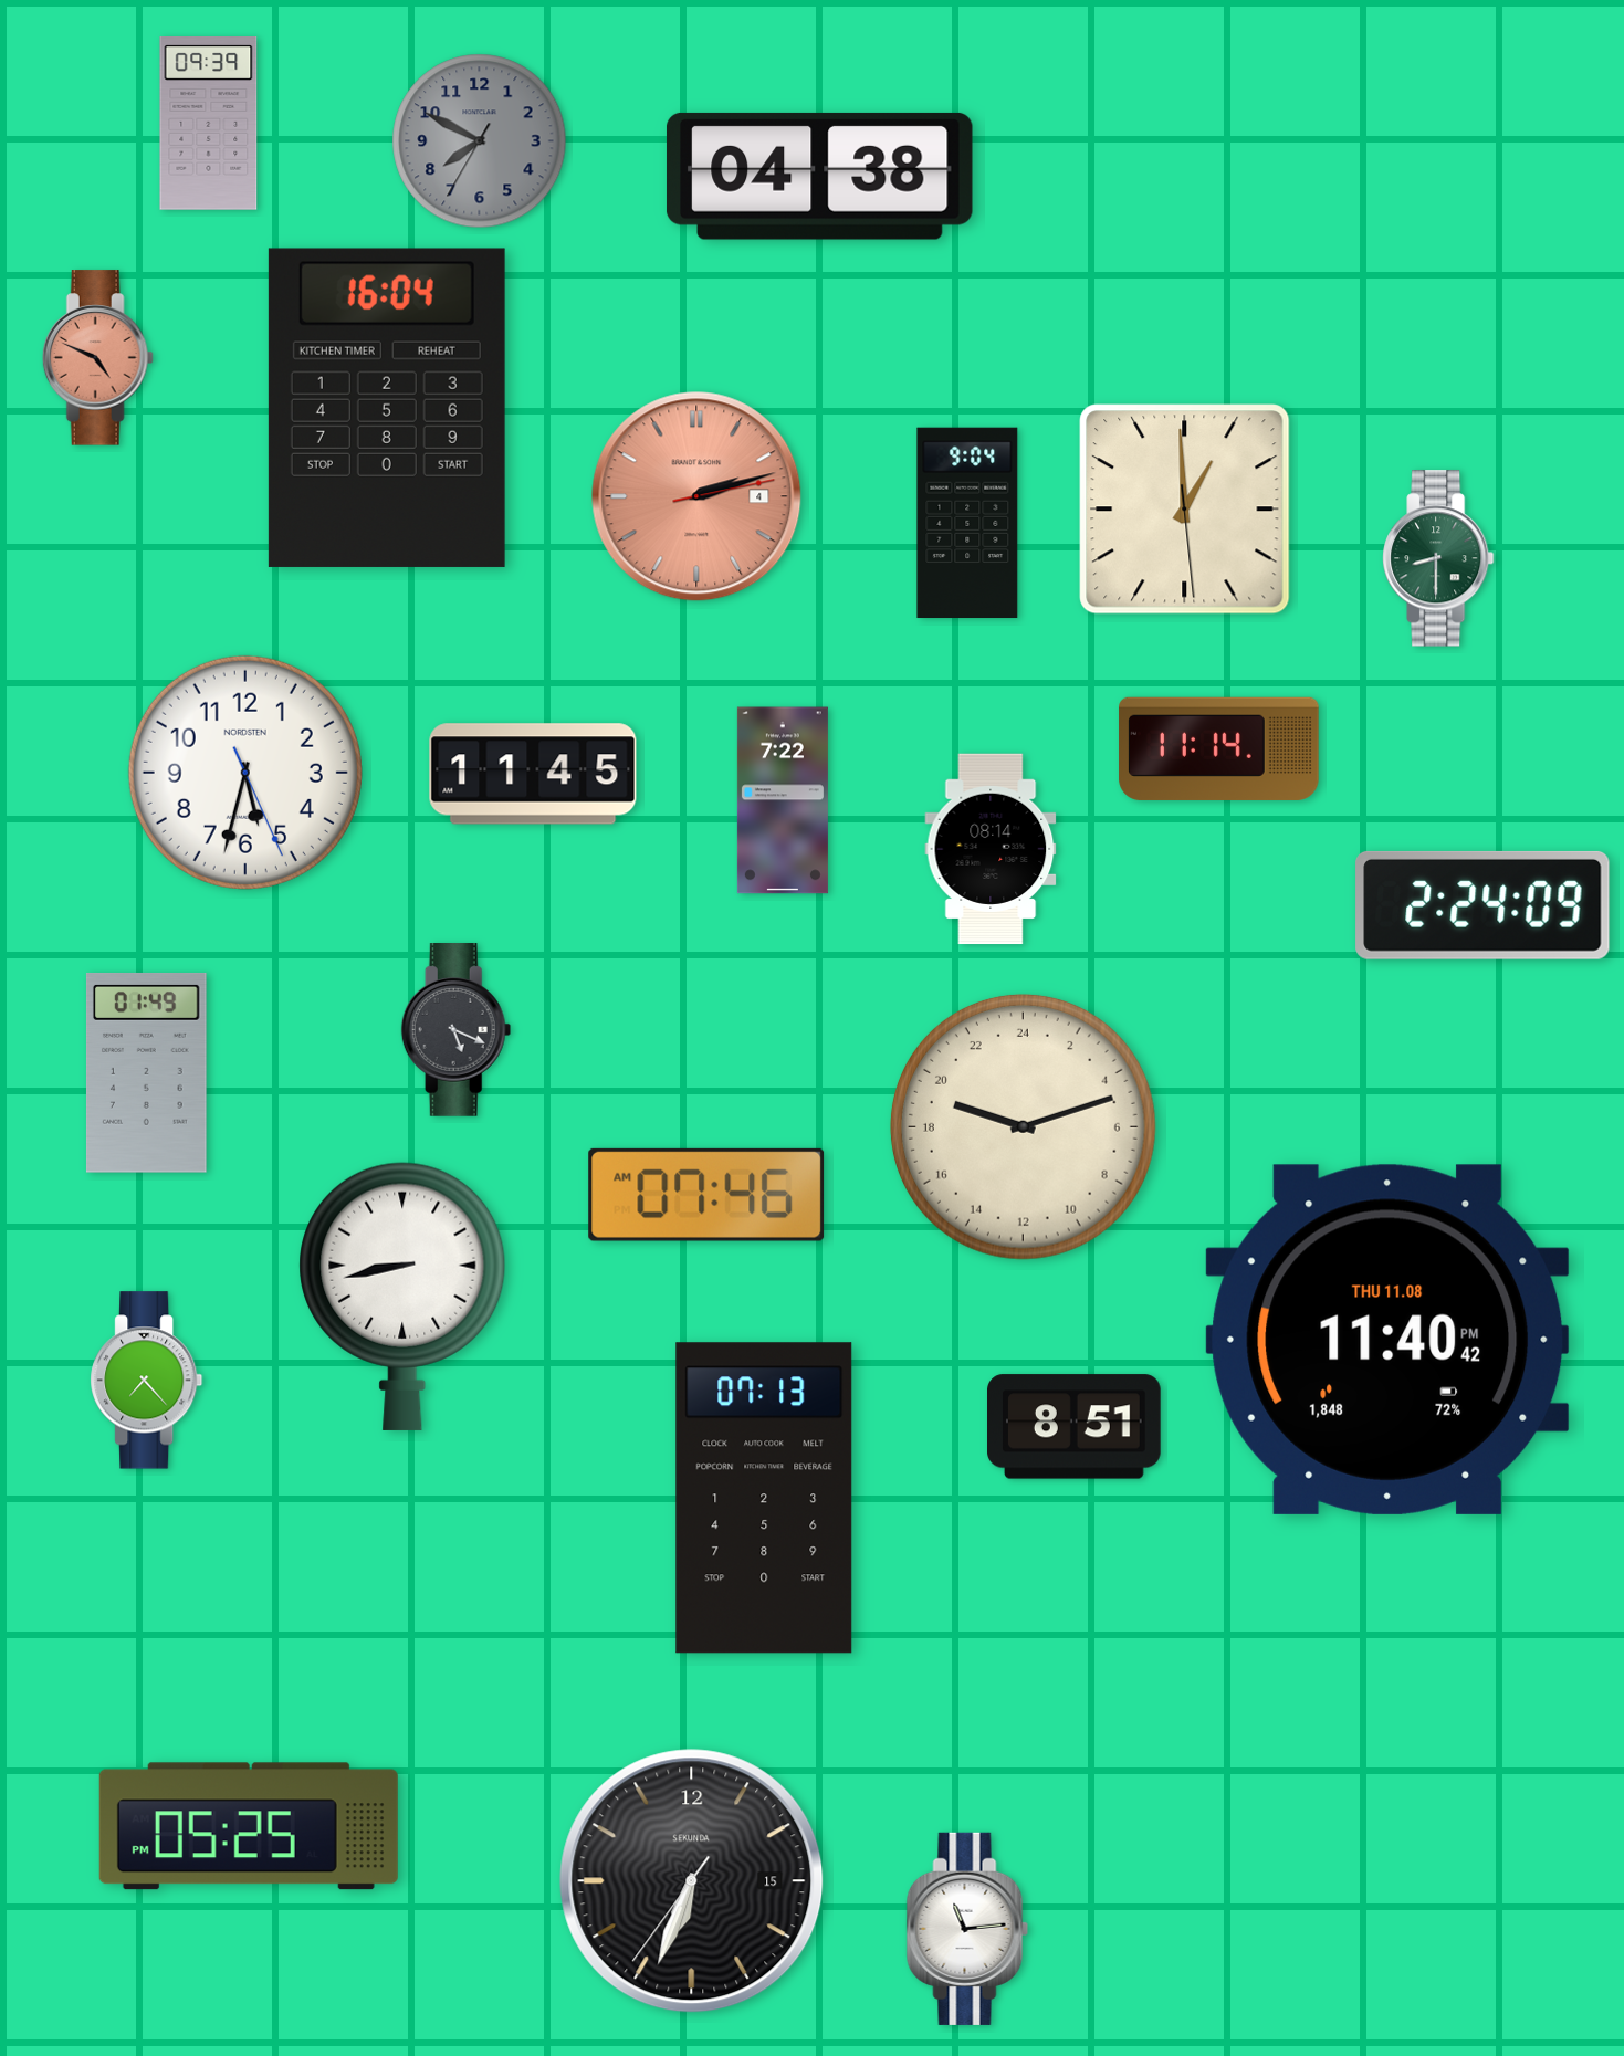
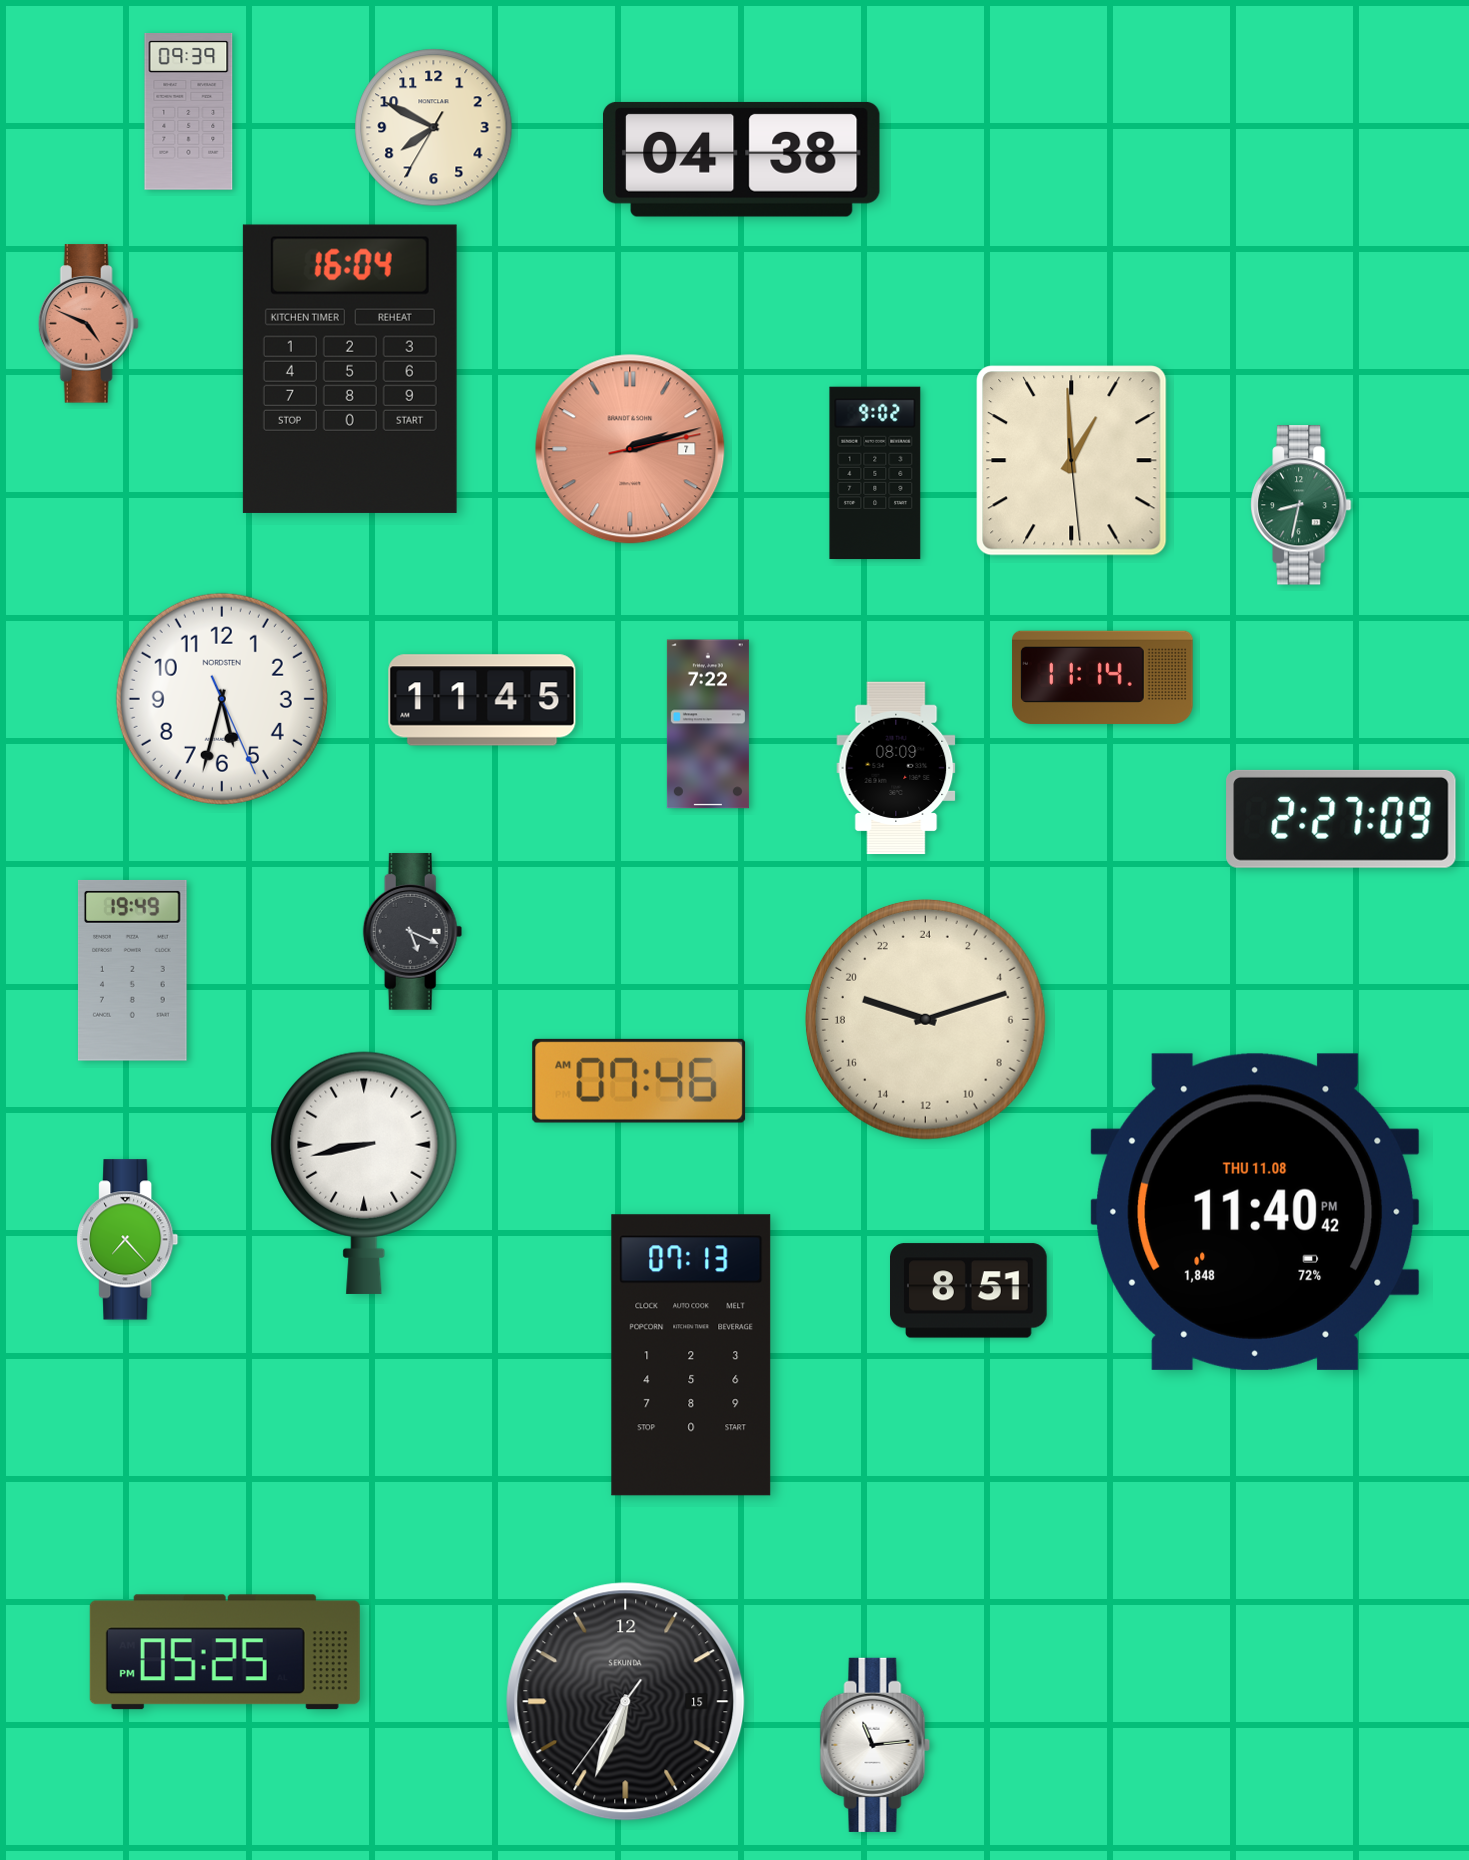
clock at (480, 141) dial: grey -> cream
clock at (696, 496) date: 4 -> 7
clock at (967, 523): 9:04 -> 9:02
clock at (1438, 558): 8:30 -> 8:32
clock at (991, 849): 08:14 -> 08:09
clock at (1482, 905): 2:24 -> 2:27
clock at (146, 1072): 01:49 -> 19:49
clock at (147, 1381) position: (147, 1381) -> (128, 1240)
clock at (1075, 1427) position: (1075, 1427) -> (969, 1291)
